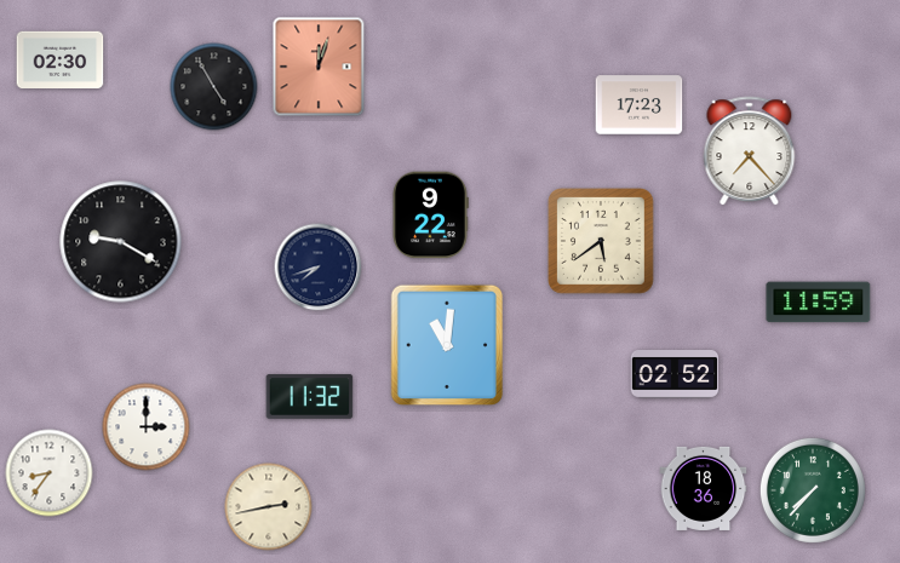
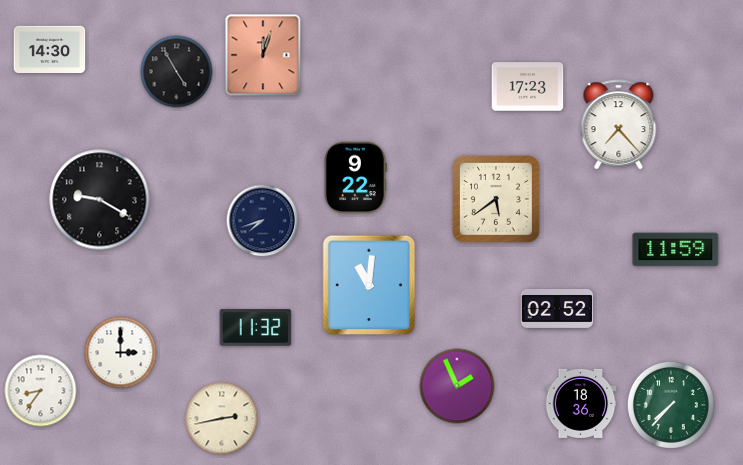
clock at (61, 61): 02:30 -> 14:30
clock at (457, 386): none -> 1:56
